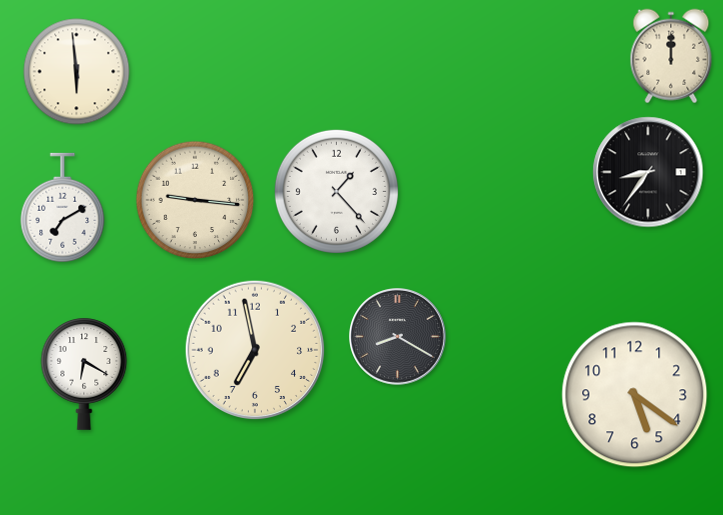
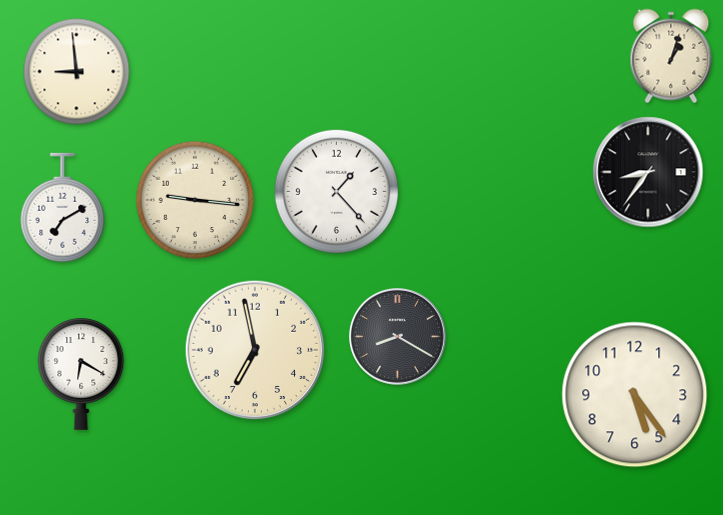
clock at (671, 56): 12:00 -> 1:03
clock at (77, 72): 5:59 -> 8:59
clock at (84, 374) position: (84, 374) -> (81, 374)
clock at (635, 395): 5:21 -> 5:24
